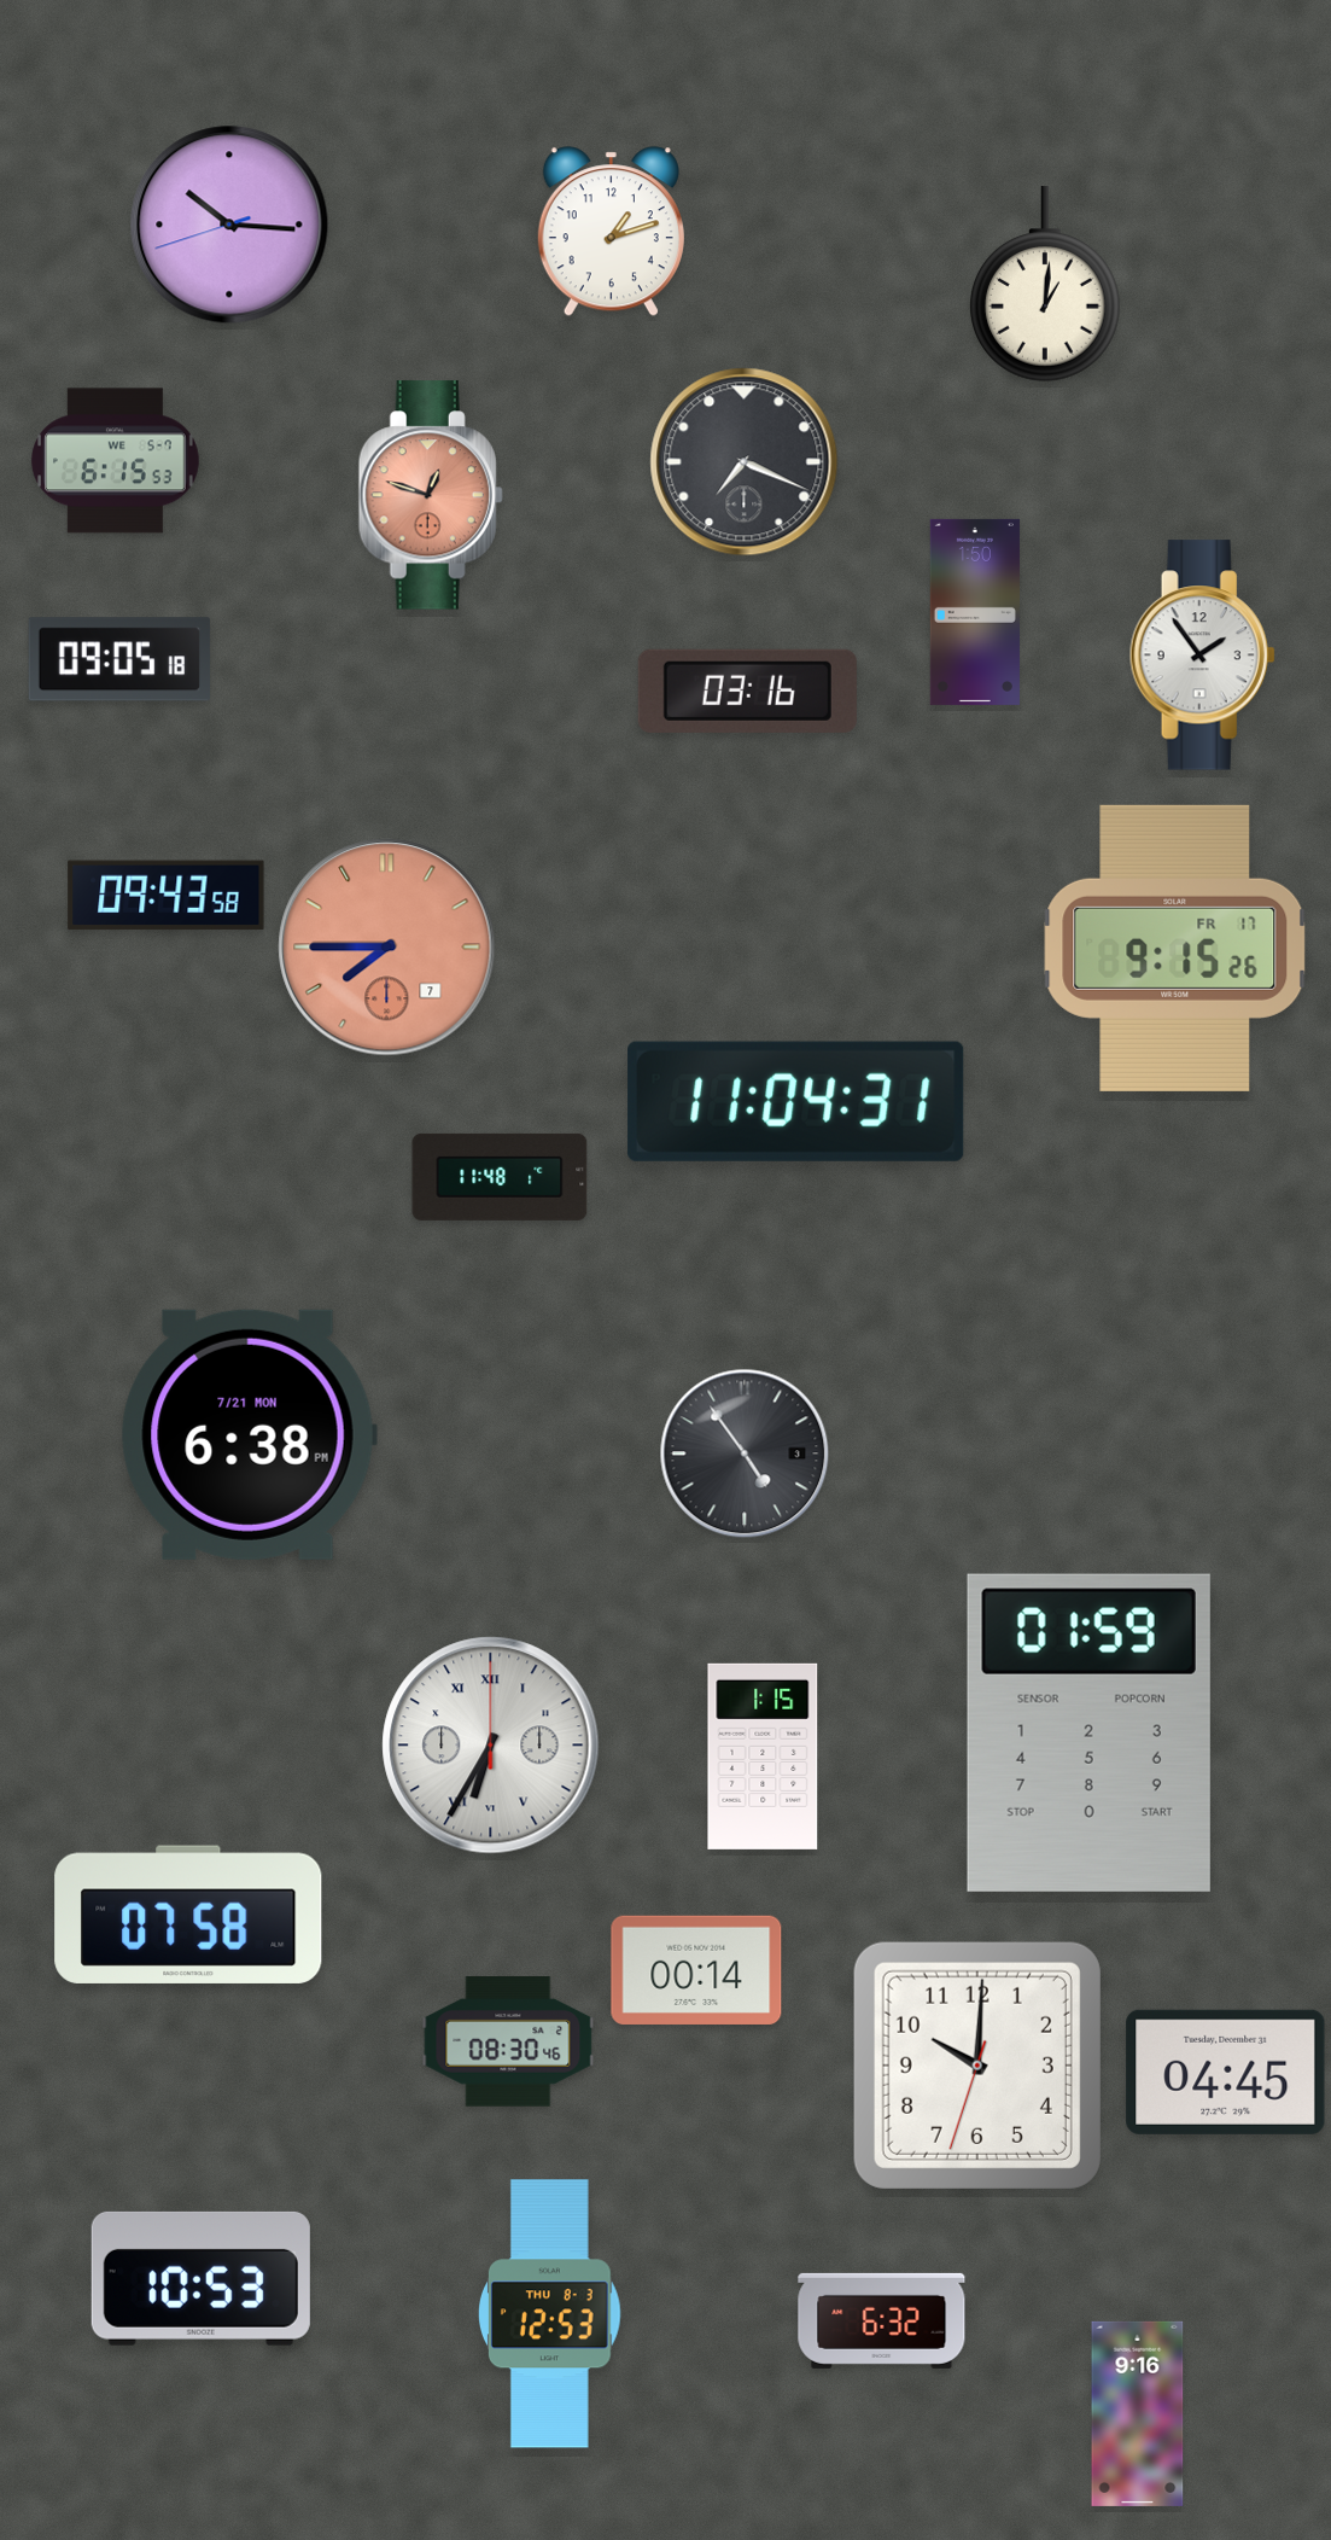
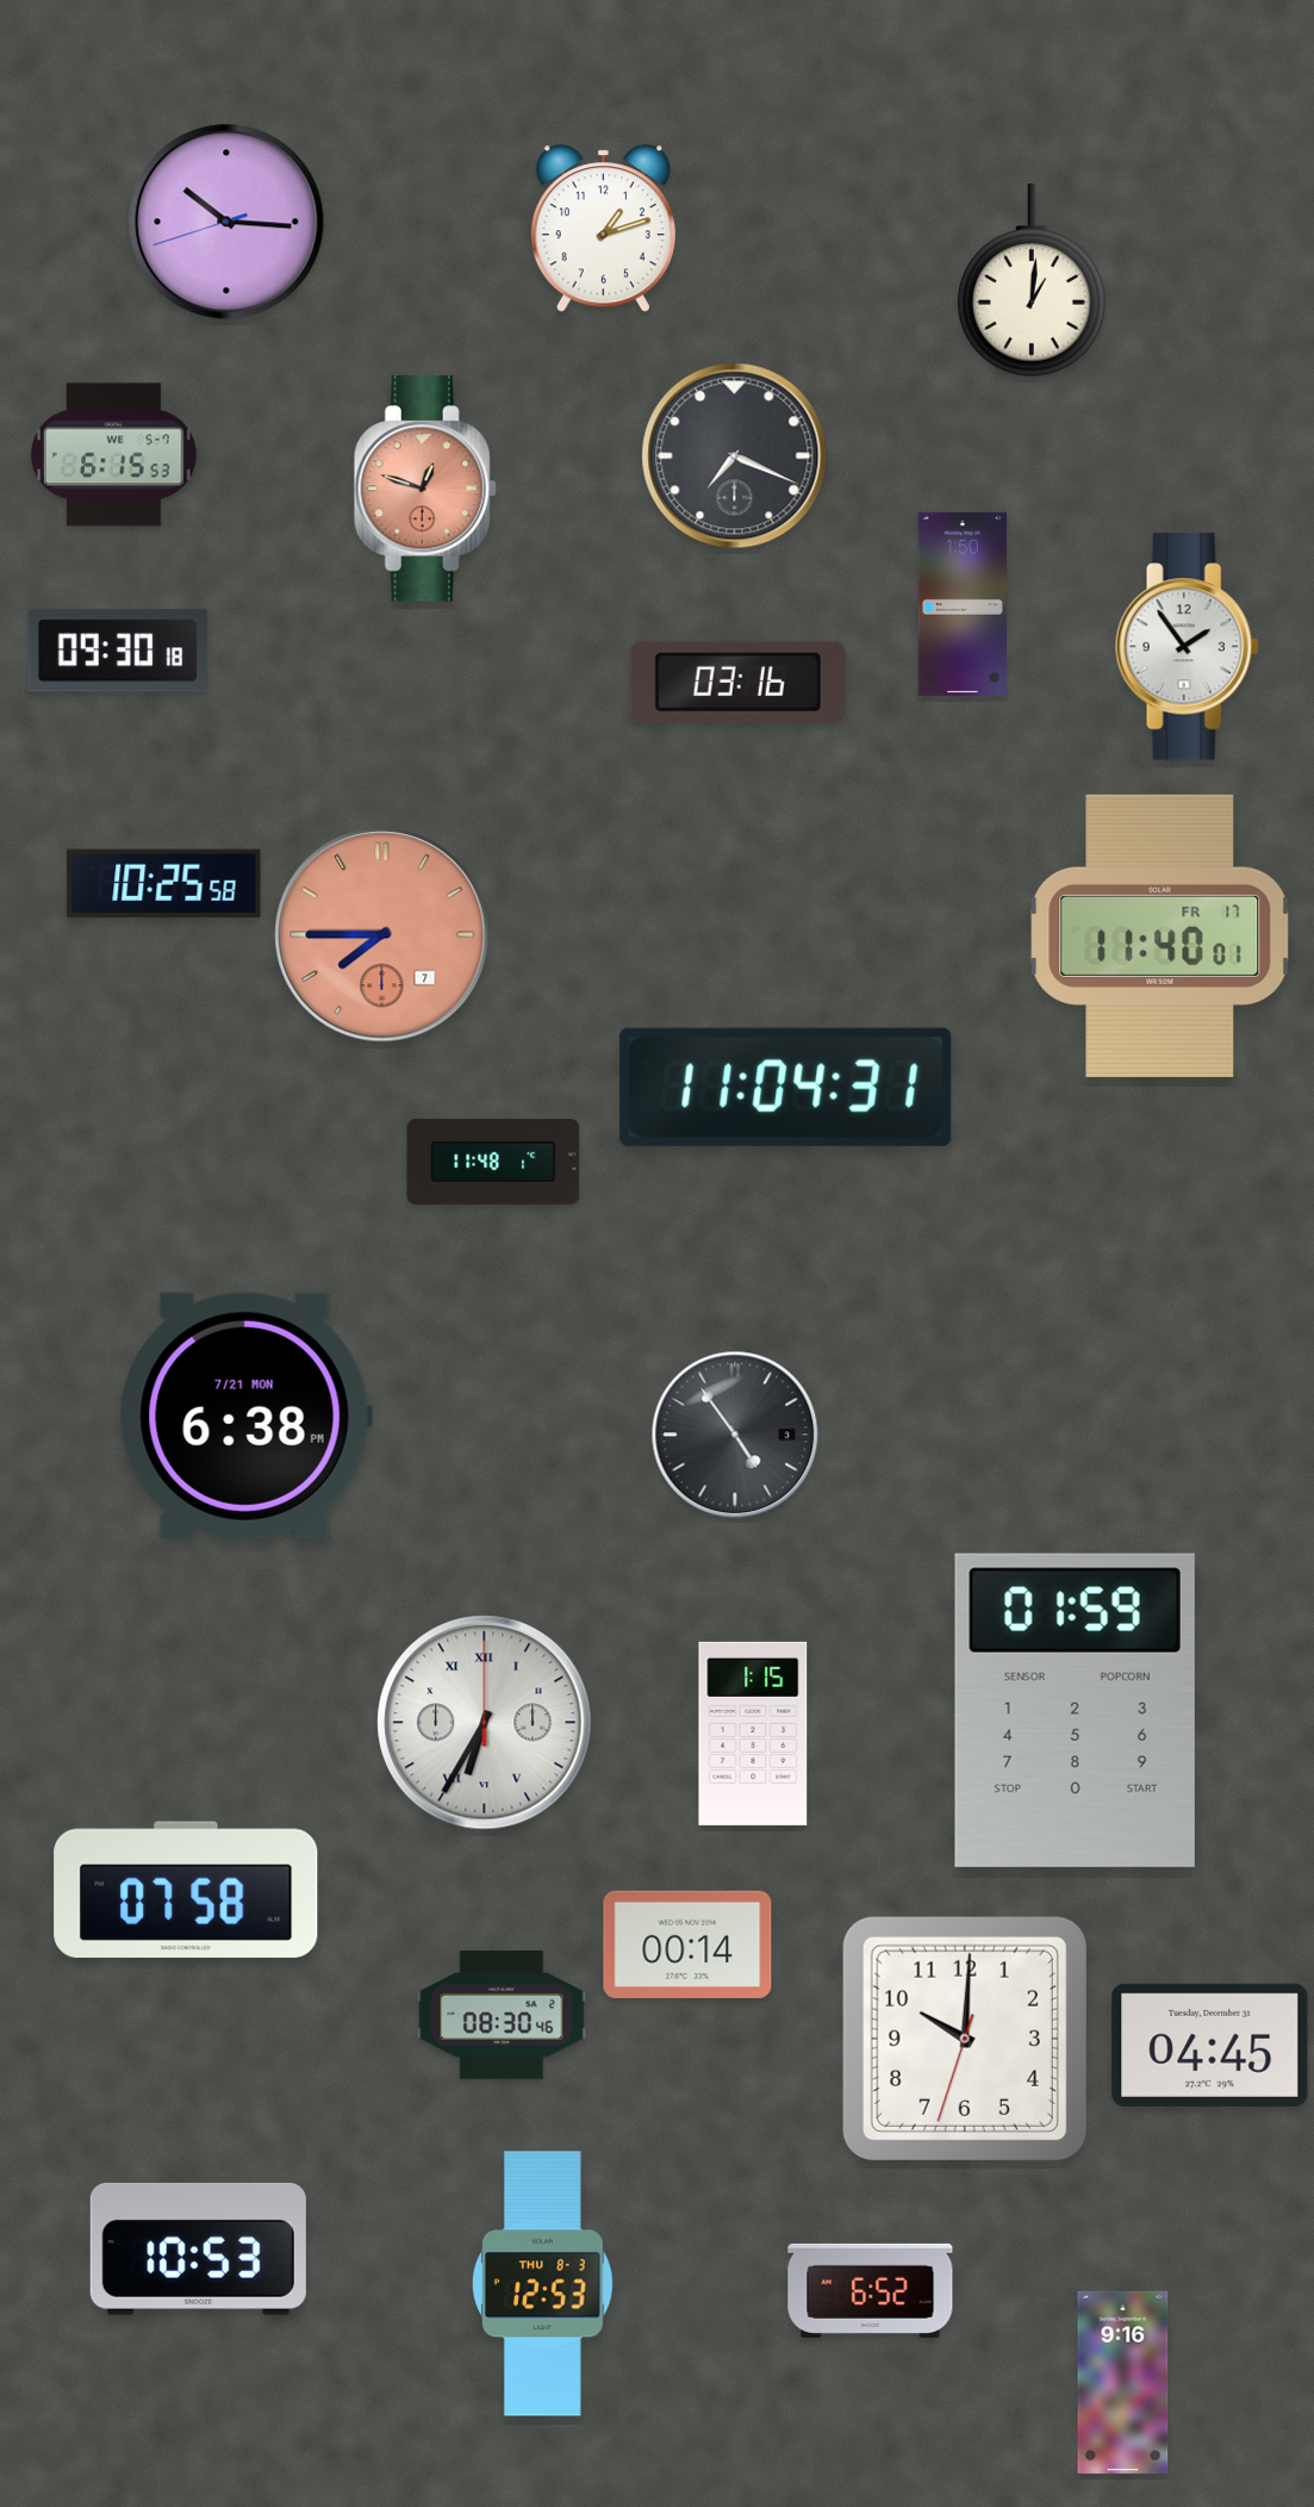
clock at (119, 659): 09:05 -> 09:30
clock at (167, 896): 09:43 -> 10:25
clock at (1175, 948): 9:15 -> 11:40
clock at (882, 2320): 6:32 -> 6:52
